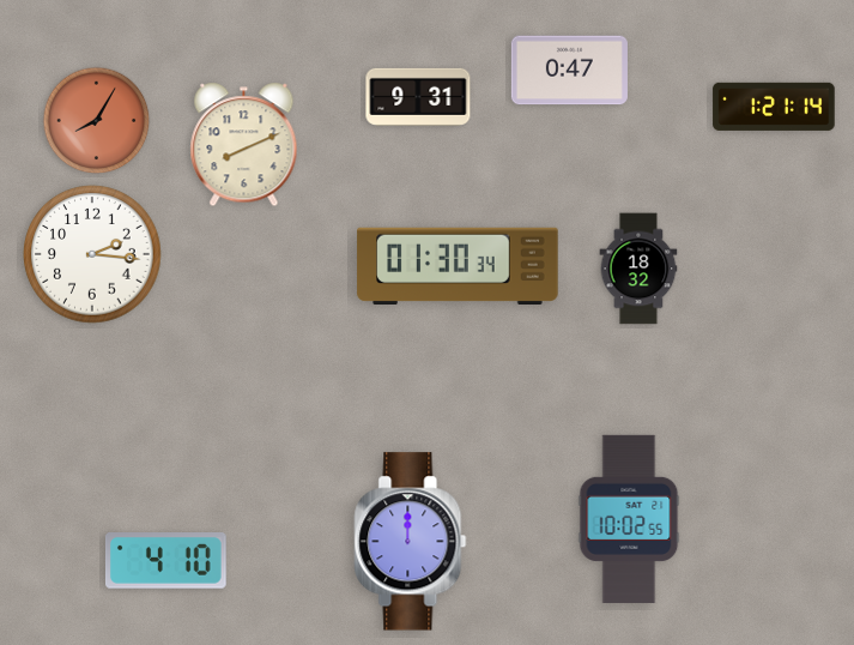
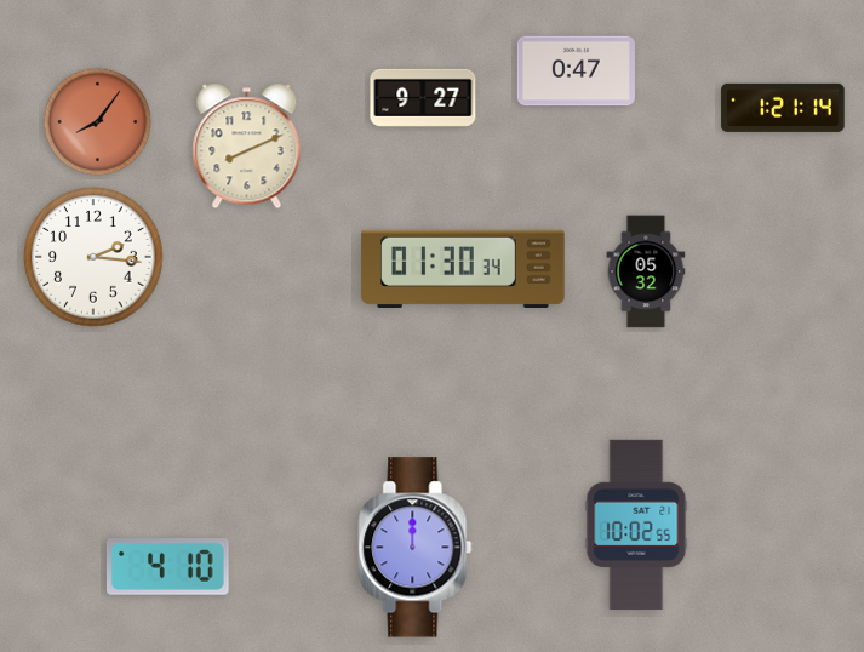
clock at (418, 97): 9:31 -> 9:27
clock at (97, 121): 8:05 -> 8:06
clock at (638, 269): 18:32 -> 05:32
